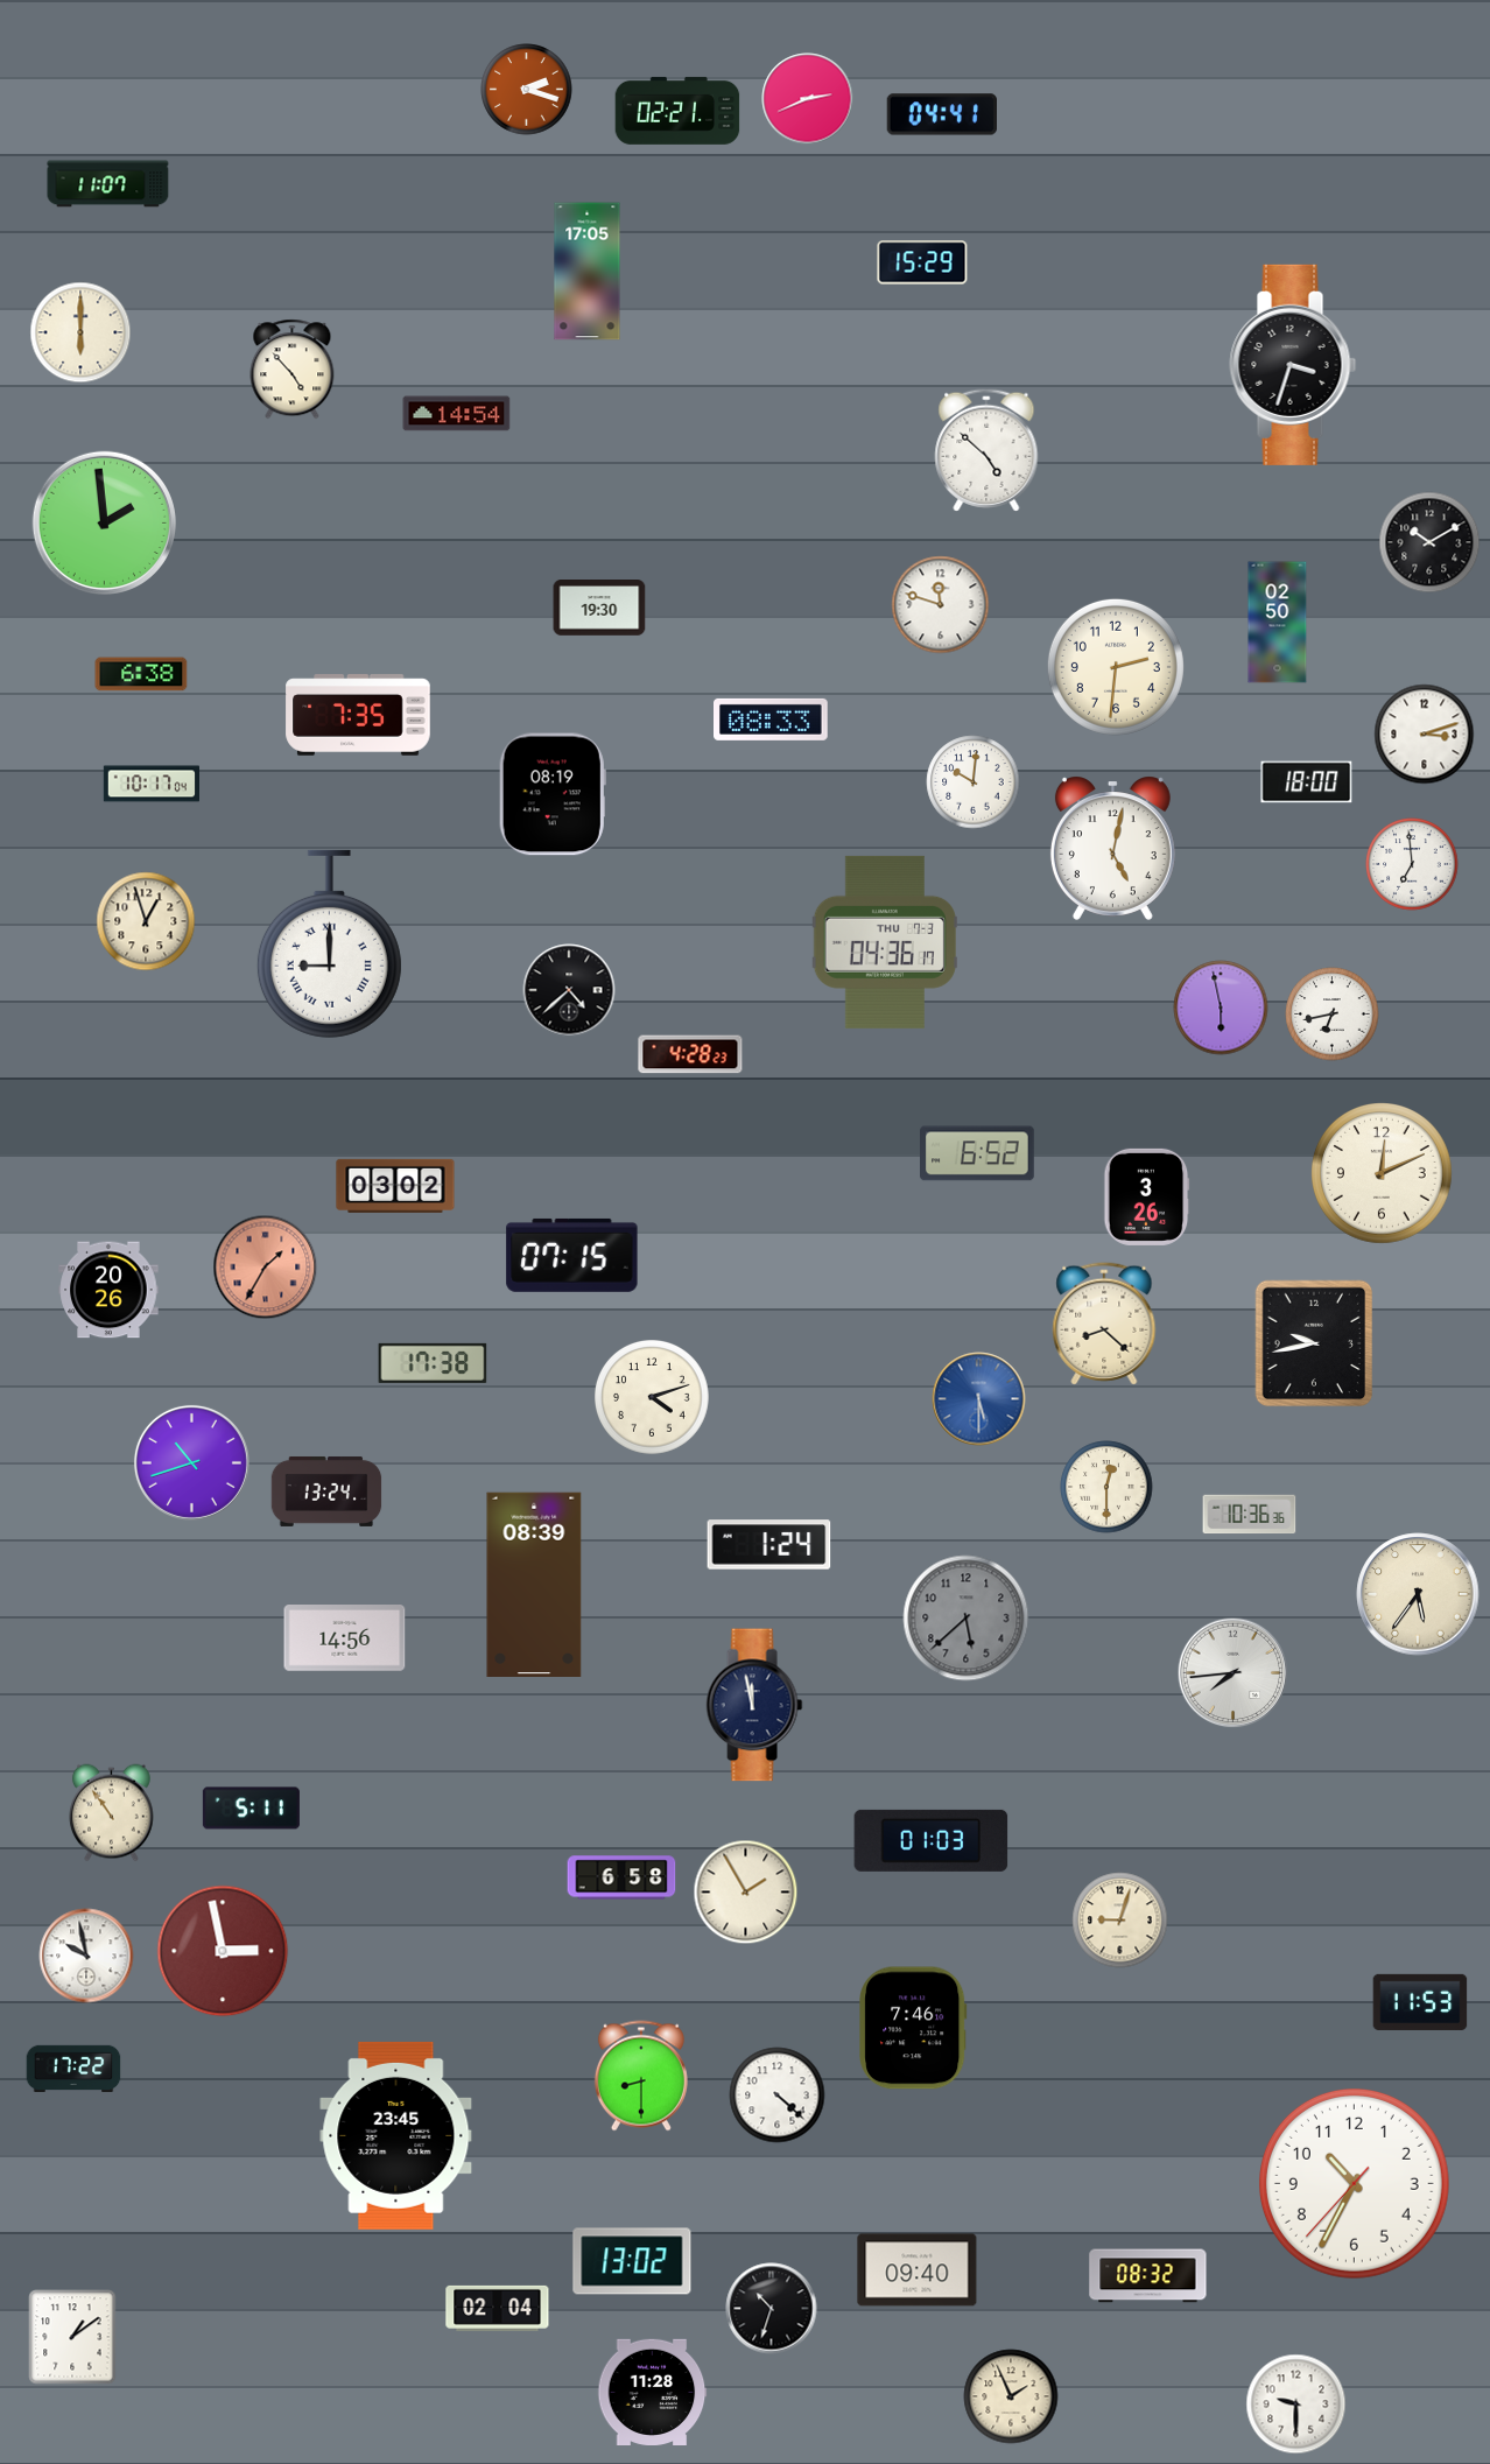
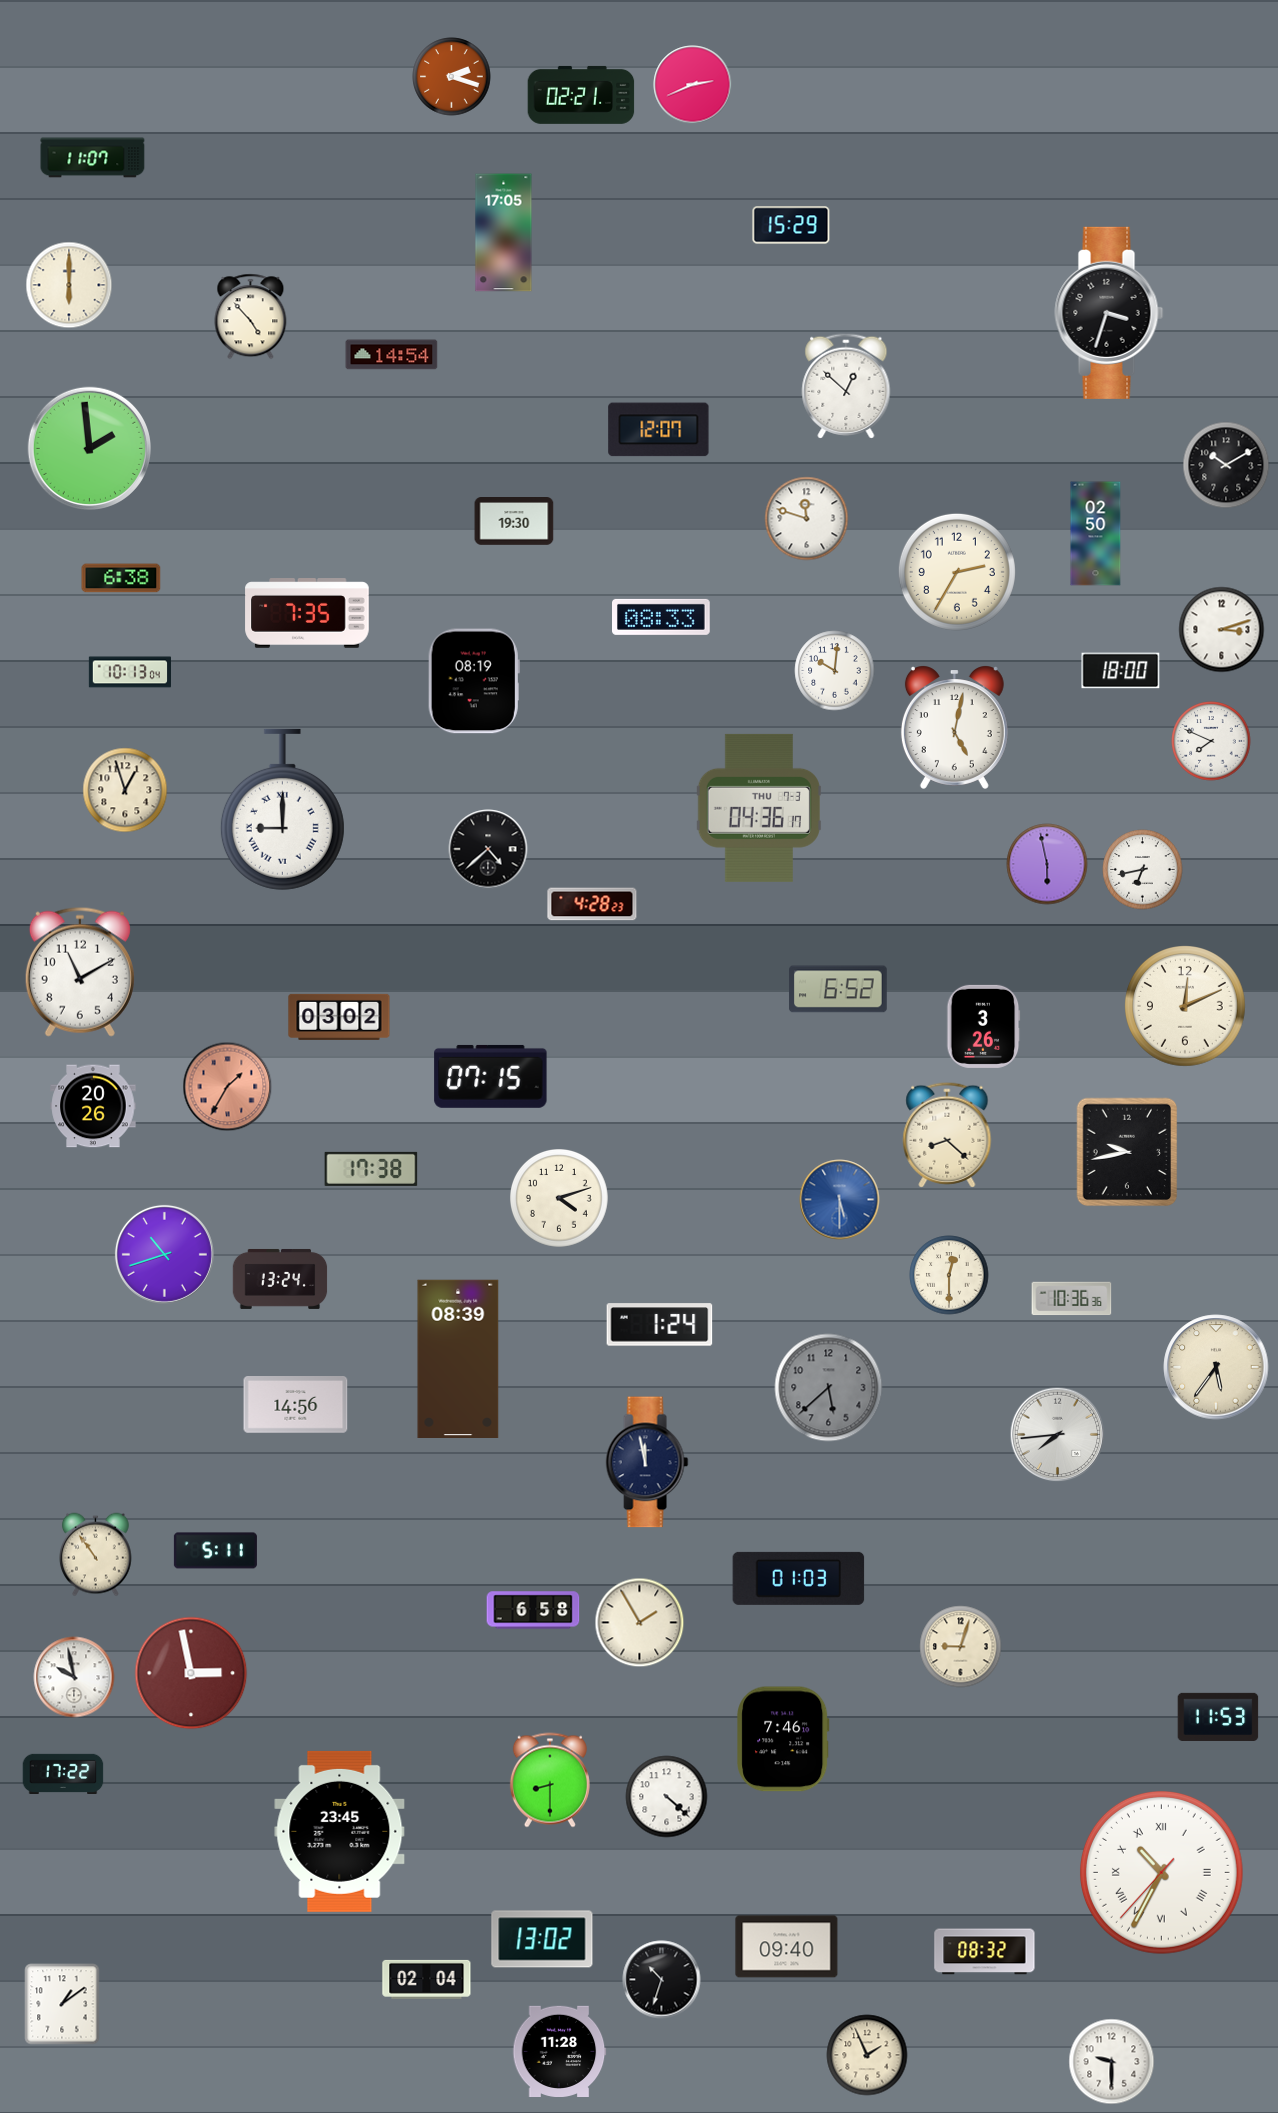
clock at (941, 114): 04:41 -> none
clock at (986, 450): 4:52 -> 12:52
clock at (659, 430): none -> 12:07
clock at (1116, 667): 2:31 -> 2:35
clock at (150, 784): 10:17 -> 10:13
clock at (1412, 864): 6:59 -> 7:49
clock at (80, 972): none -> 11:10
clock at (1354, 2183) numerals: Arabic -> Roman
